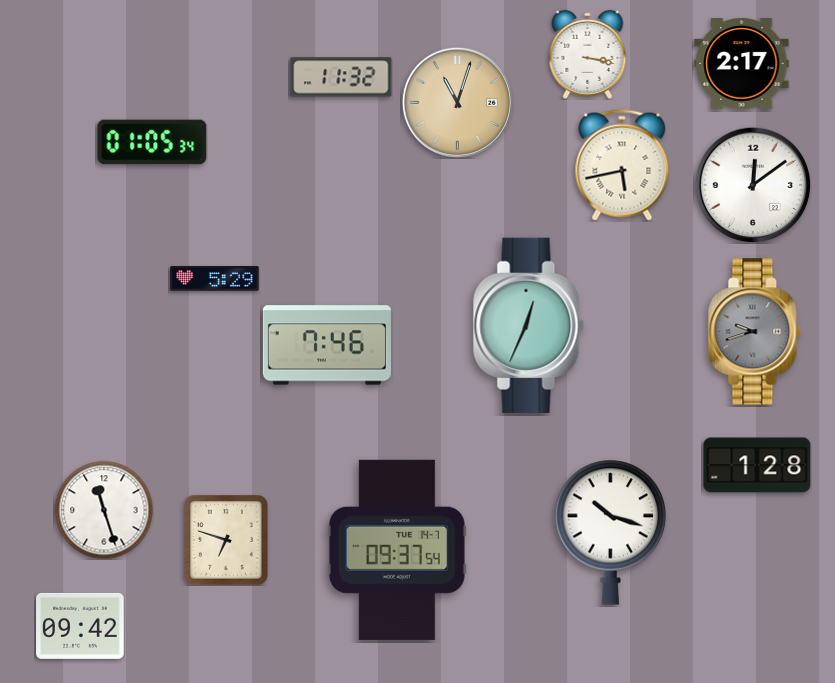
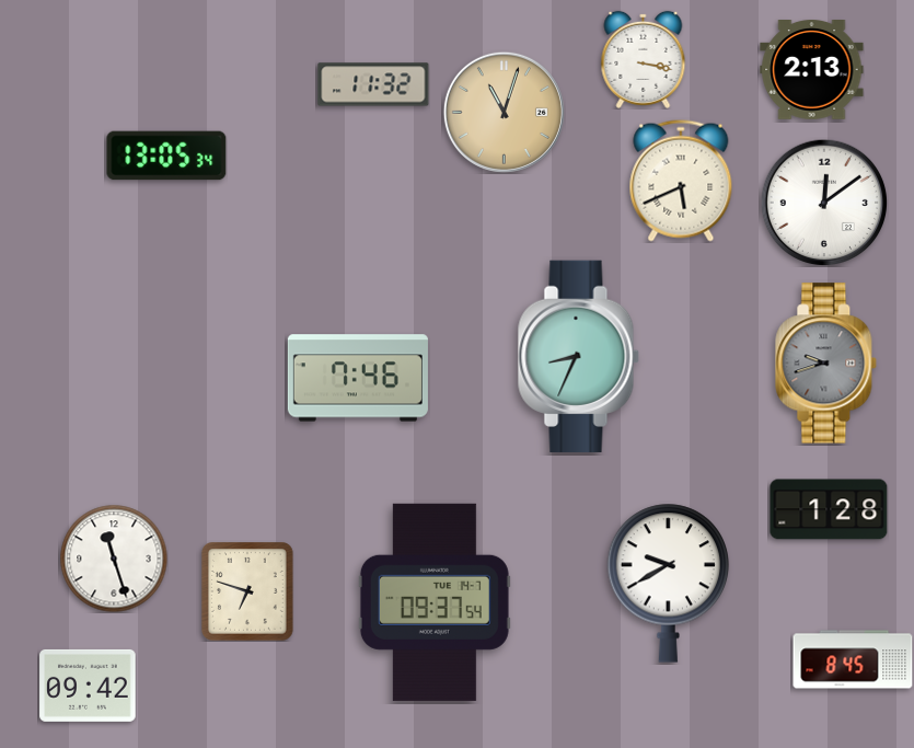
clock at (742, 64): 2:17 -> 2:13
clock at (457, 102) position: (457, 102) -> (504, 112)
clock at (152, 142): 01:05 -> 13:05
clock at (622, 165): 5:43 -> 5:41
clock at (215, 279): 5:29 -> none
clock at (528, 325): 12:34 -> 8:34
clock at (611, 532): 10:18 -> 9:40
clock at (853, 659): none -> 8:45
